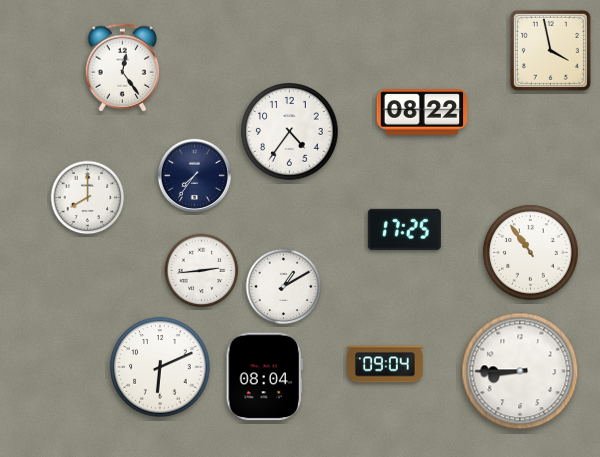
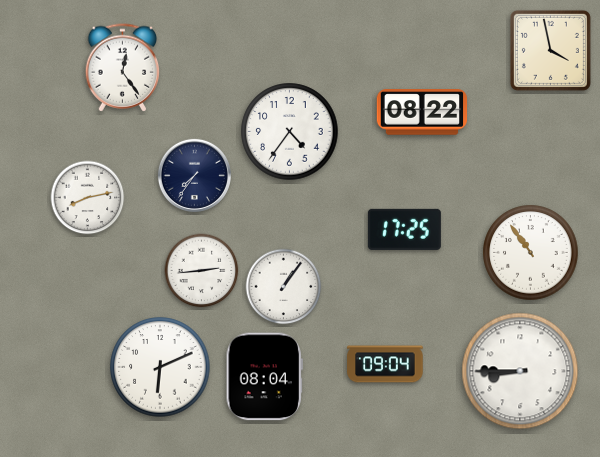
clock at (88, 198): 8:00 -> 8:13
clock at (284, 287): 1:10 -> 1:06
